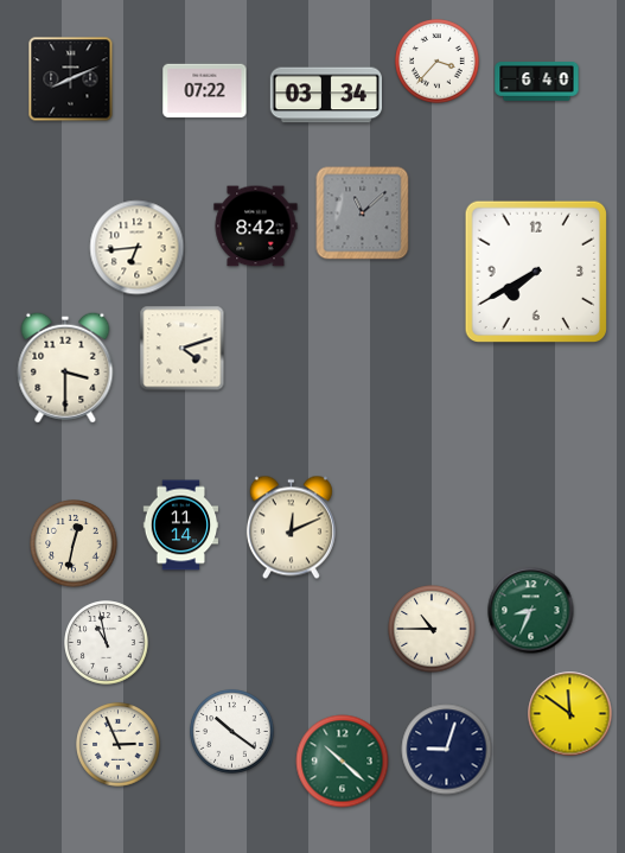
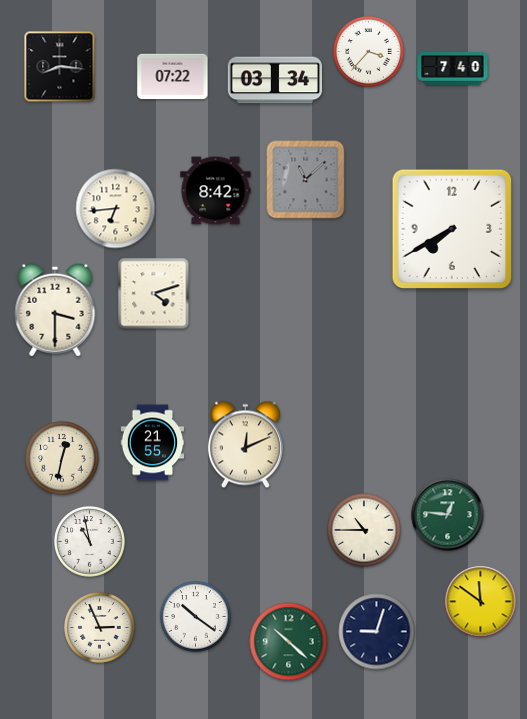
clock at (71, 79): 8:11 -> 8:16
clock at (537, 82): 6:40 -> 7:40
clock at (181, 526): 11:14 -> 21:55
clock at (531, 611): 8:34 -> 12:46
